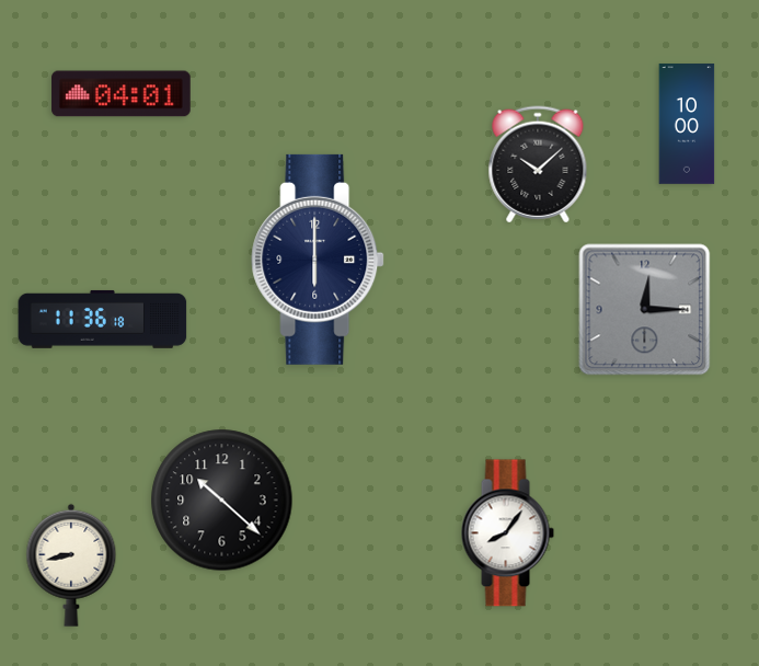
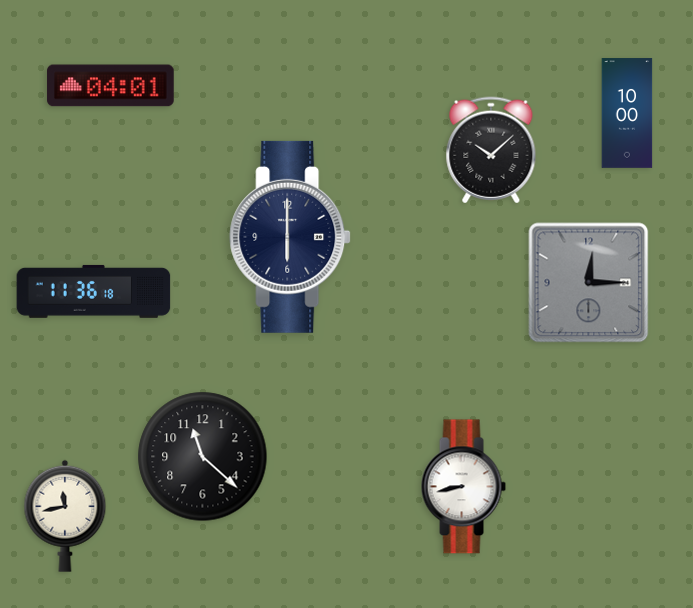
clock at (222, 501): 10:22 -> 11:22
clock at (507, 533): 8:06 -> 8:43
clock at (71, 565): 8:43 -> 11:43
